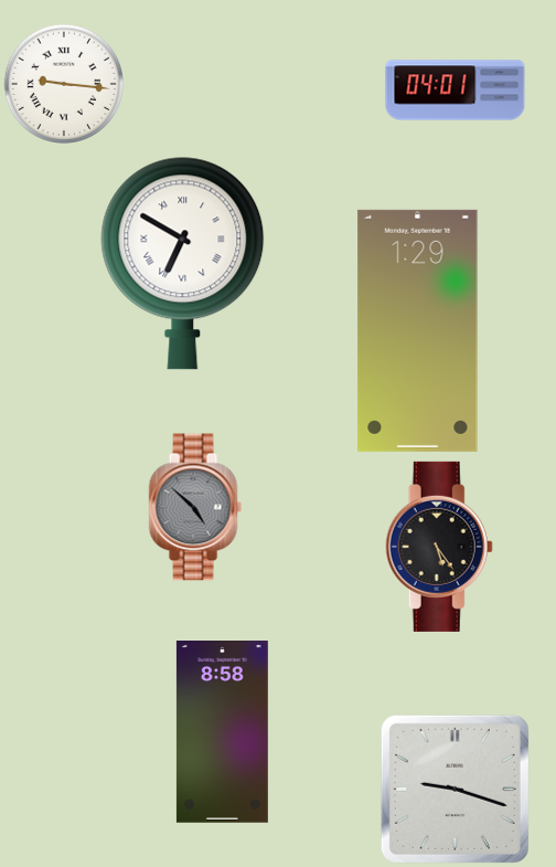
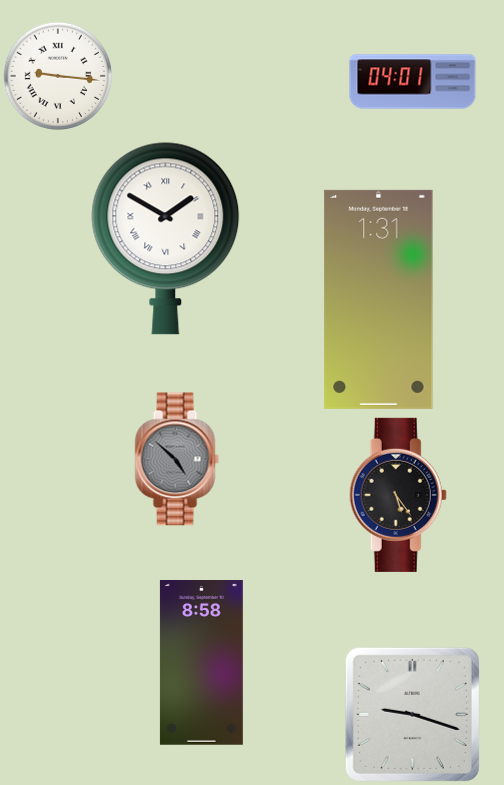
clock at (183, 263): 6:50 -> 1:50
clock at (418, 330): 1:29 -> 1:31
